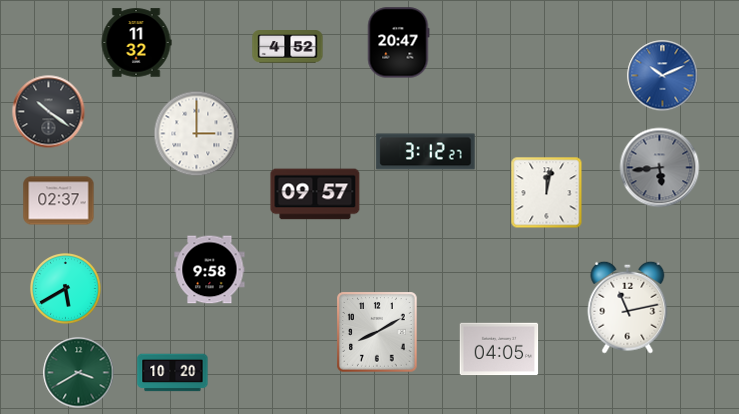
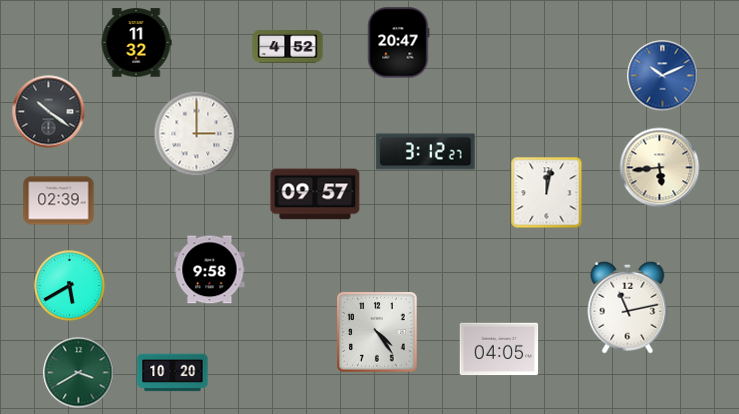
clock at (660, 168) dial: grey -> cream
clock at (59, 201): 02:37 -> 02:39
clock at (66, 289) position: (66, 289) -> (70, 286)
clock at (377, 332): 8:10 -> 4:24
